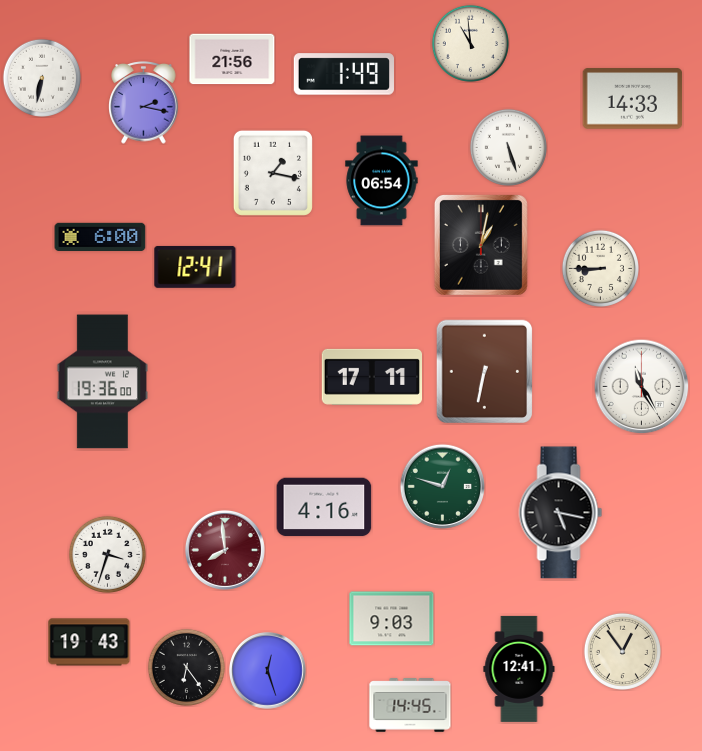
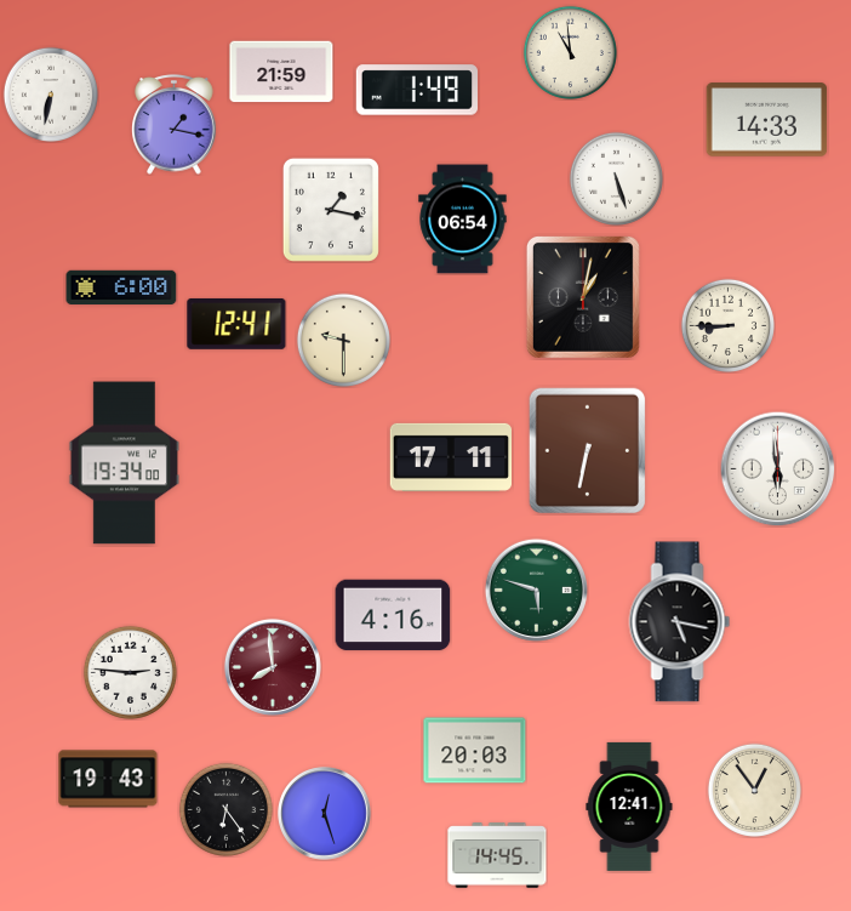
clock at (232, 59): 21:56 -> 21:59
clock at (144, 103): 2:17 -> 1:17
clock at (343, 340): none -> 9:30
clock at (102, 382): 19:36 -> 19:34
clock at (641, 386): 11:25 -> 5:59
clock at (442, 486): 12:48 -> 5:48
clock at (107, 554): 3:33 -> 2:46
clock at (392, 619): 9:03 -> 20:03
clock at (519, 669) position: (519, 669) -> (629, 807)
